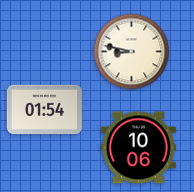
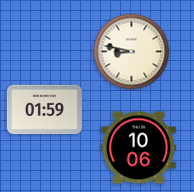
clock at (44, 110): 01:54 -> 01:59
